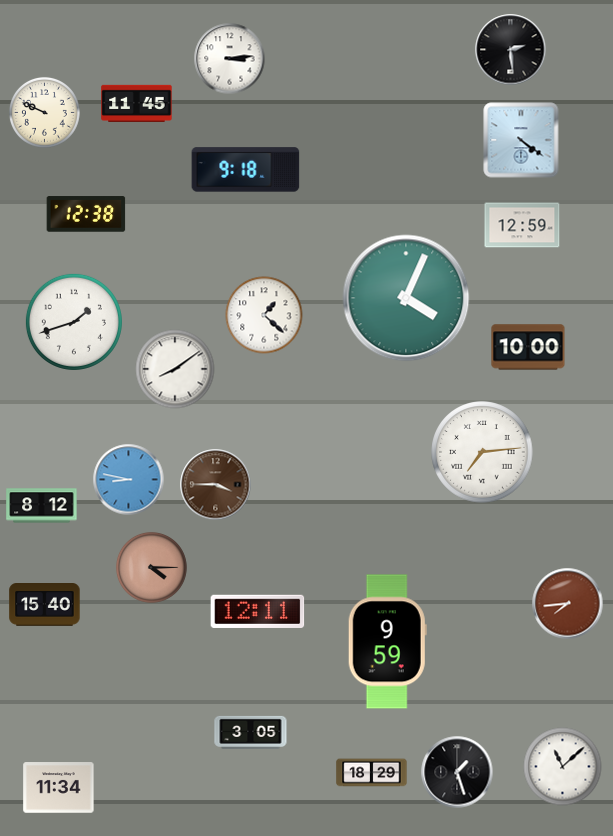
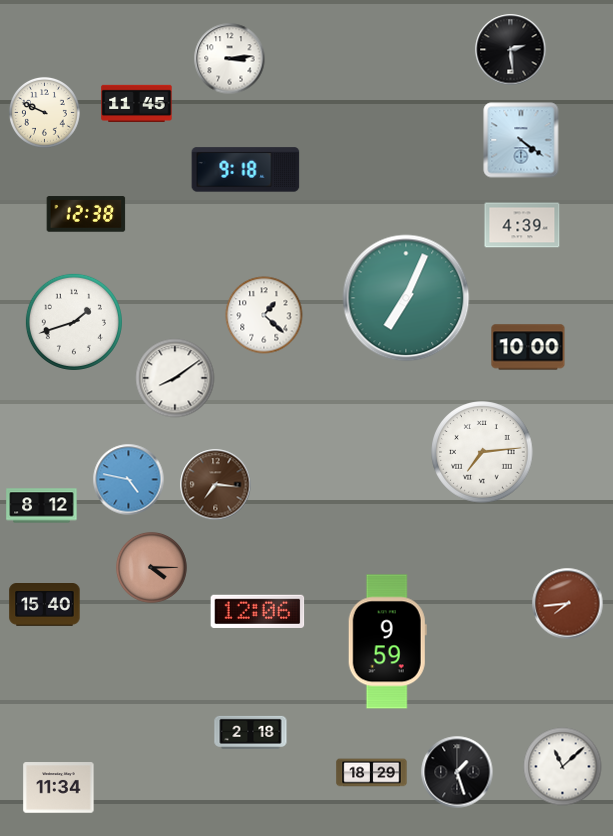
clock at (522, 225): 12:59 -> 4:39
clock at (406, 298): 4:04 -> 7:04
clock at (175, 369) position: (175, 369) -> (175, 378)
clock at (129, 480): 8:47 -> 4:47
clock at (216, 485): 3:45 -> 7:16
clock at (258, 611): 12:11 -> 12:06
clock at (251, 732): 3:05 -> 2:18
